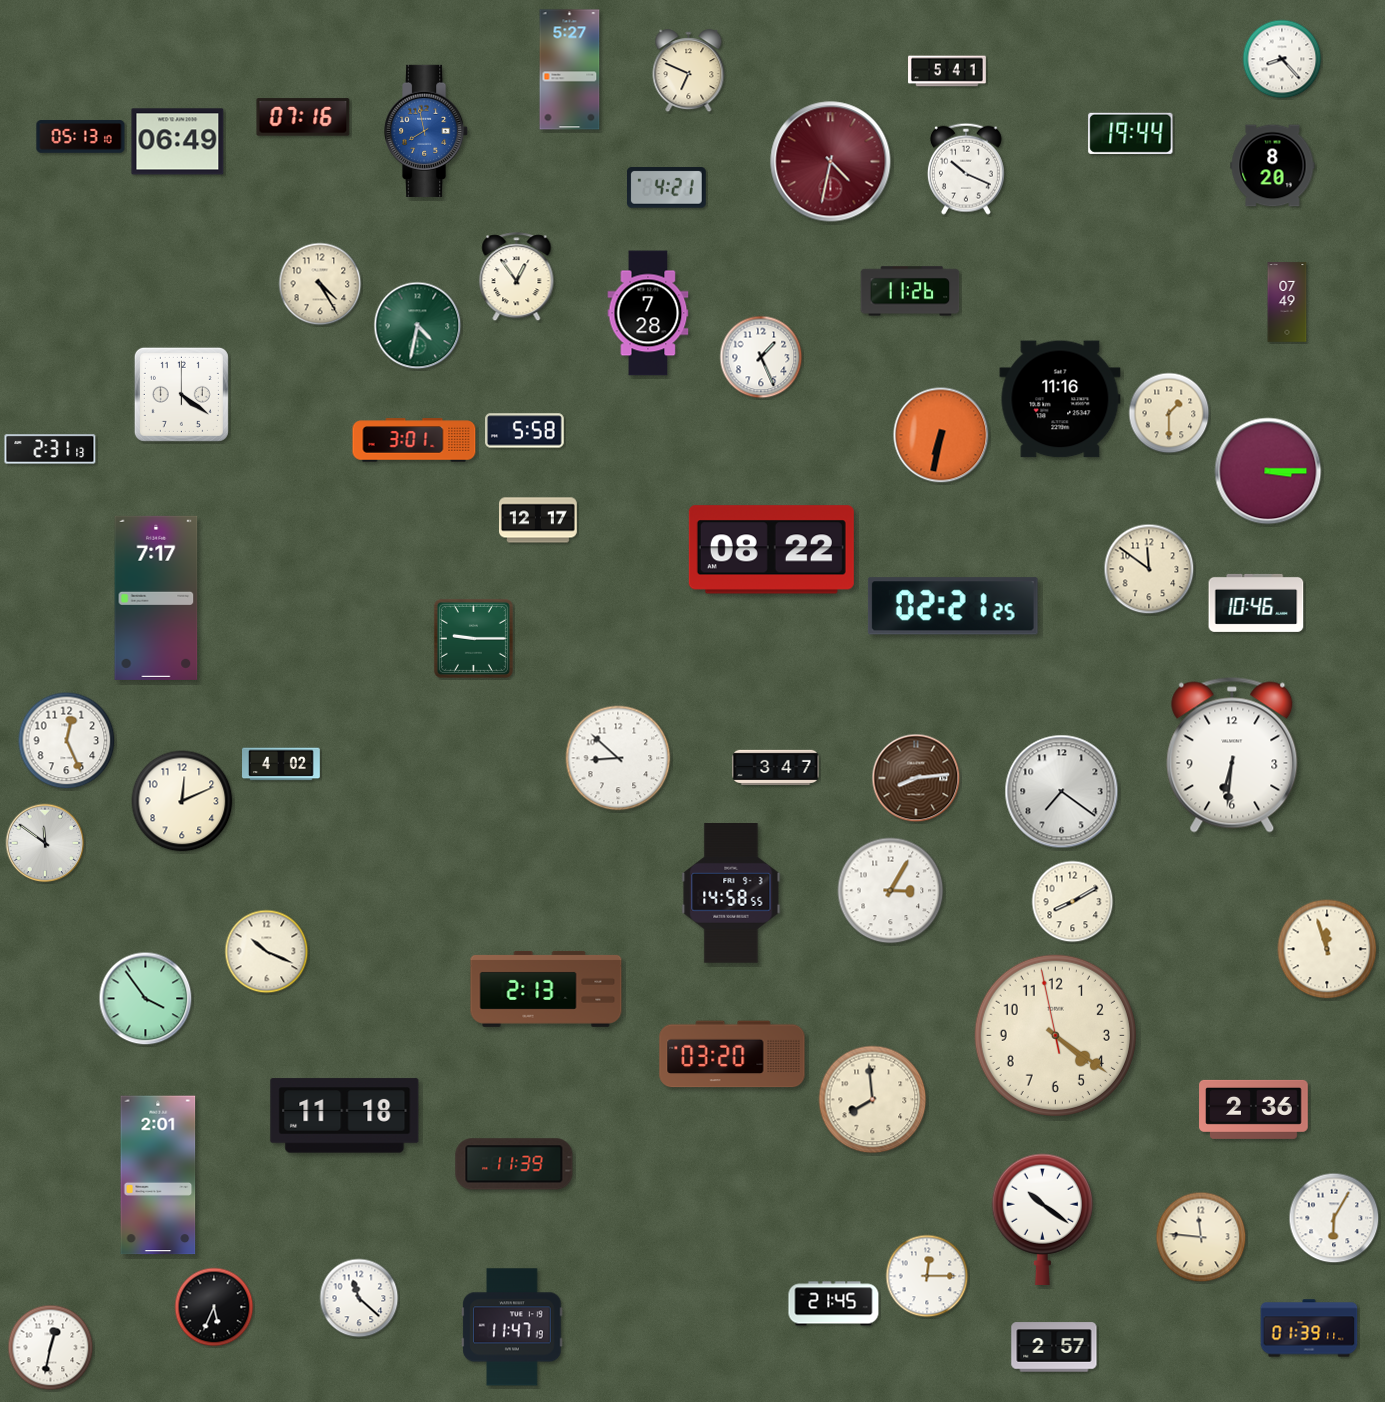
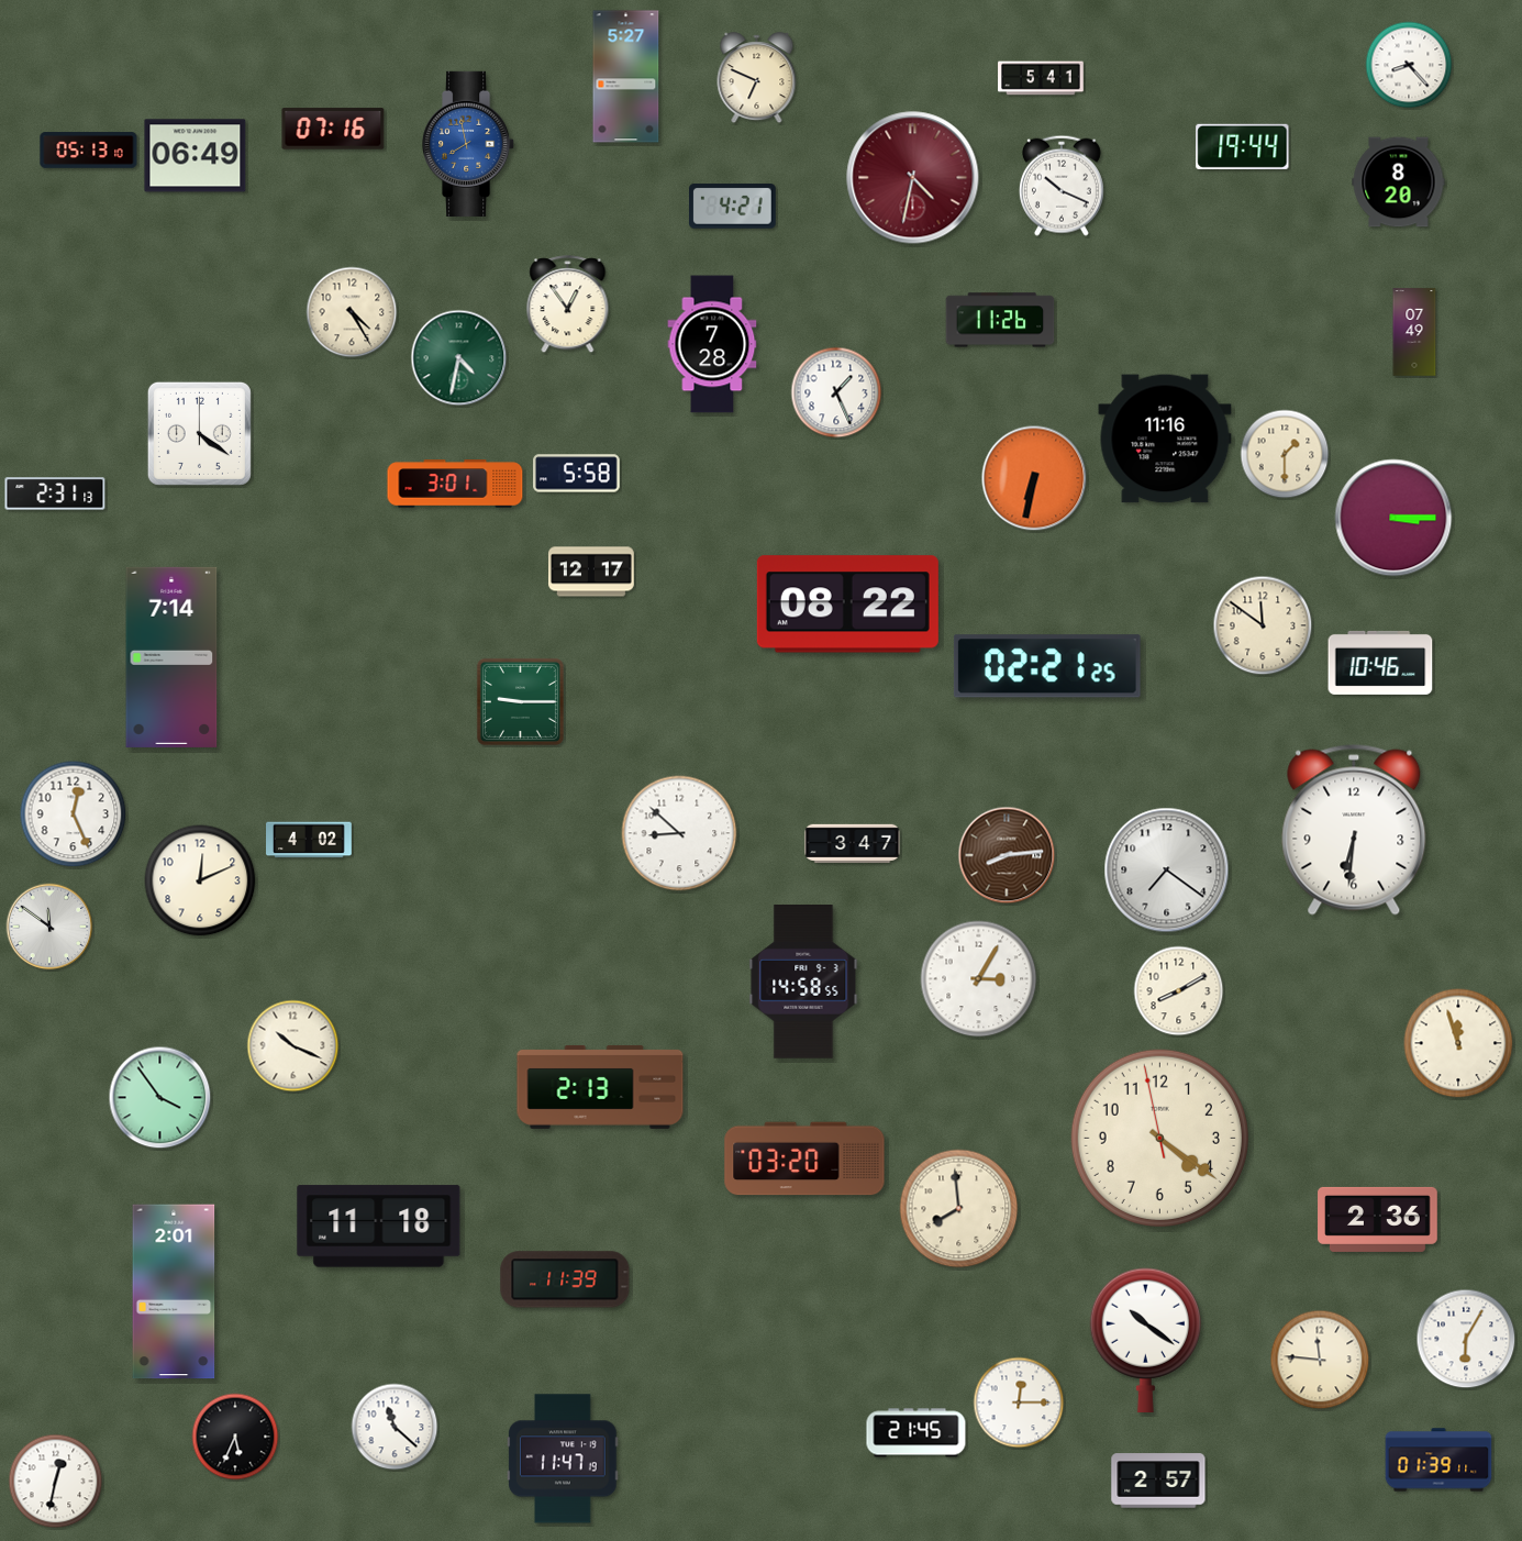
clock at (156, 598): 7:17 -> 7:14
